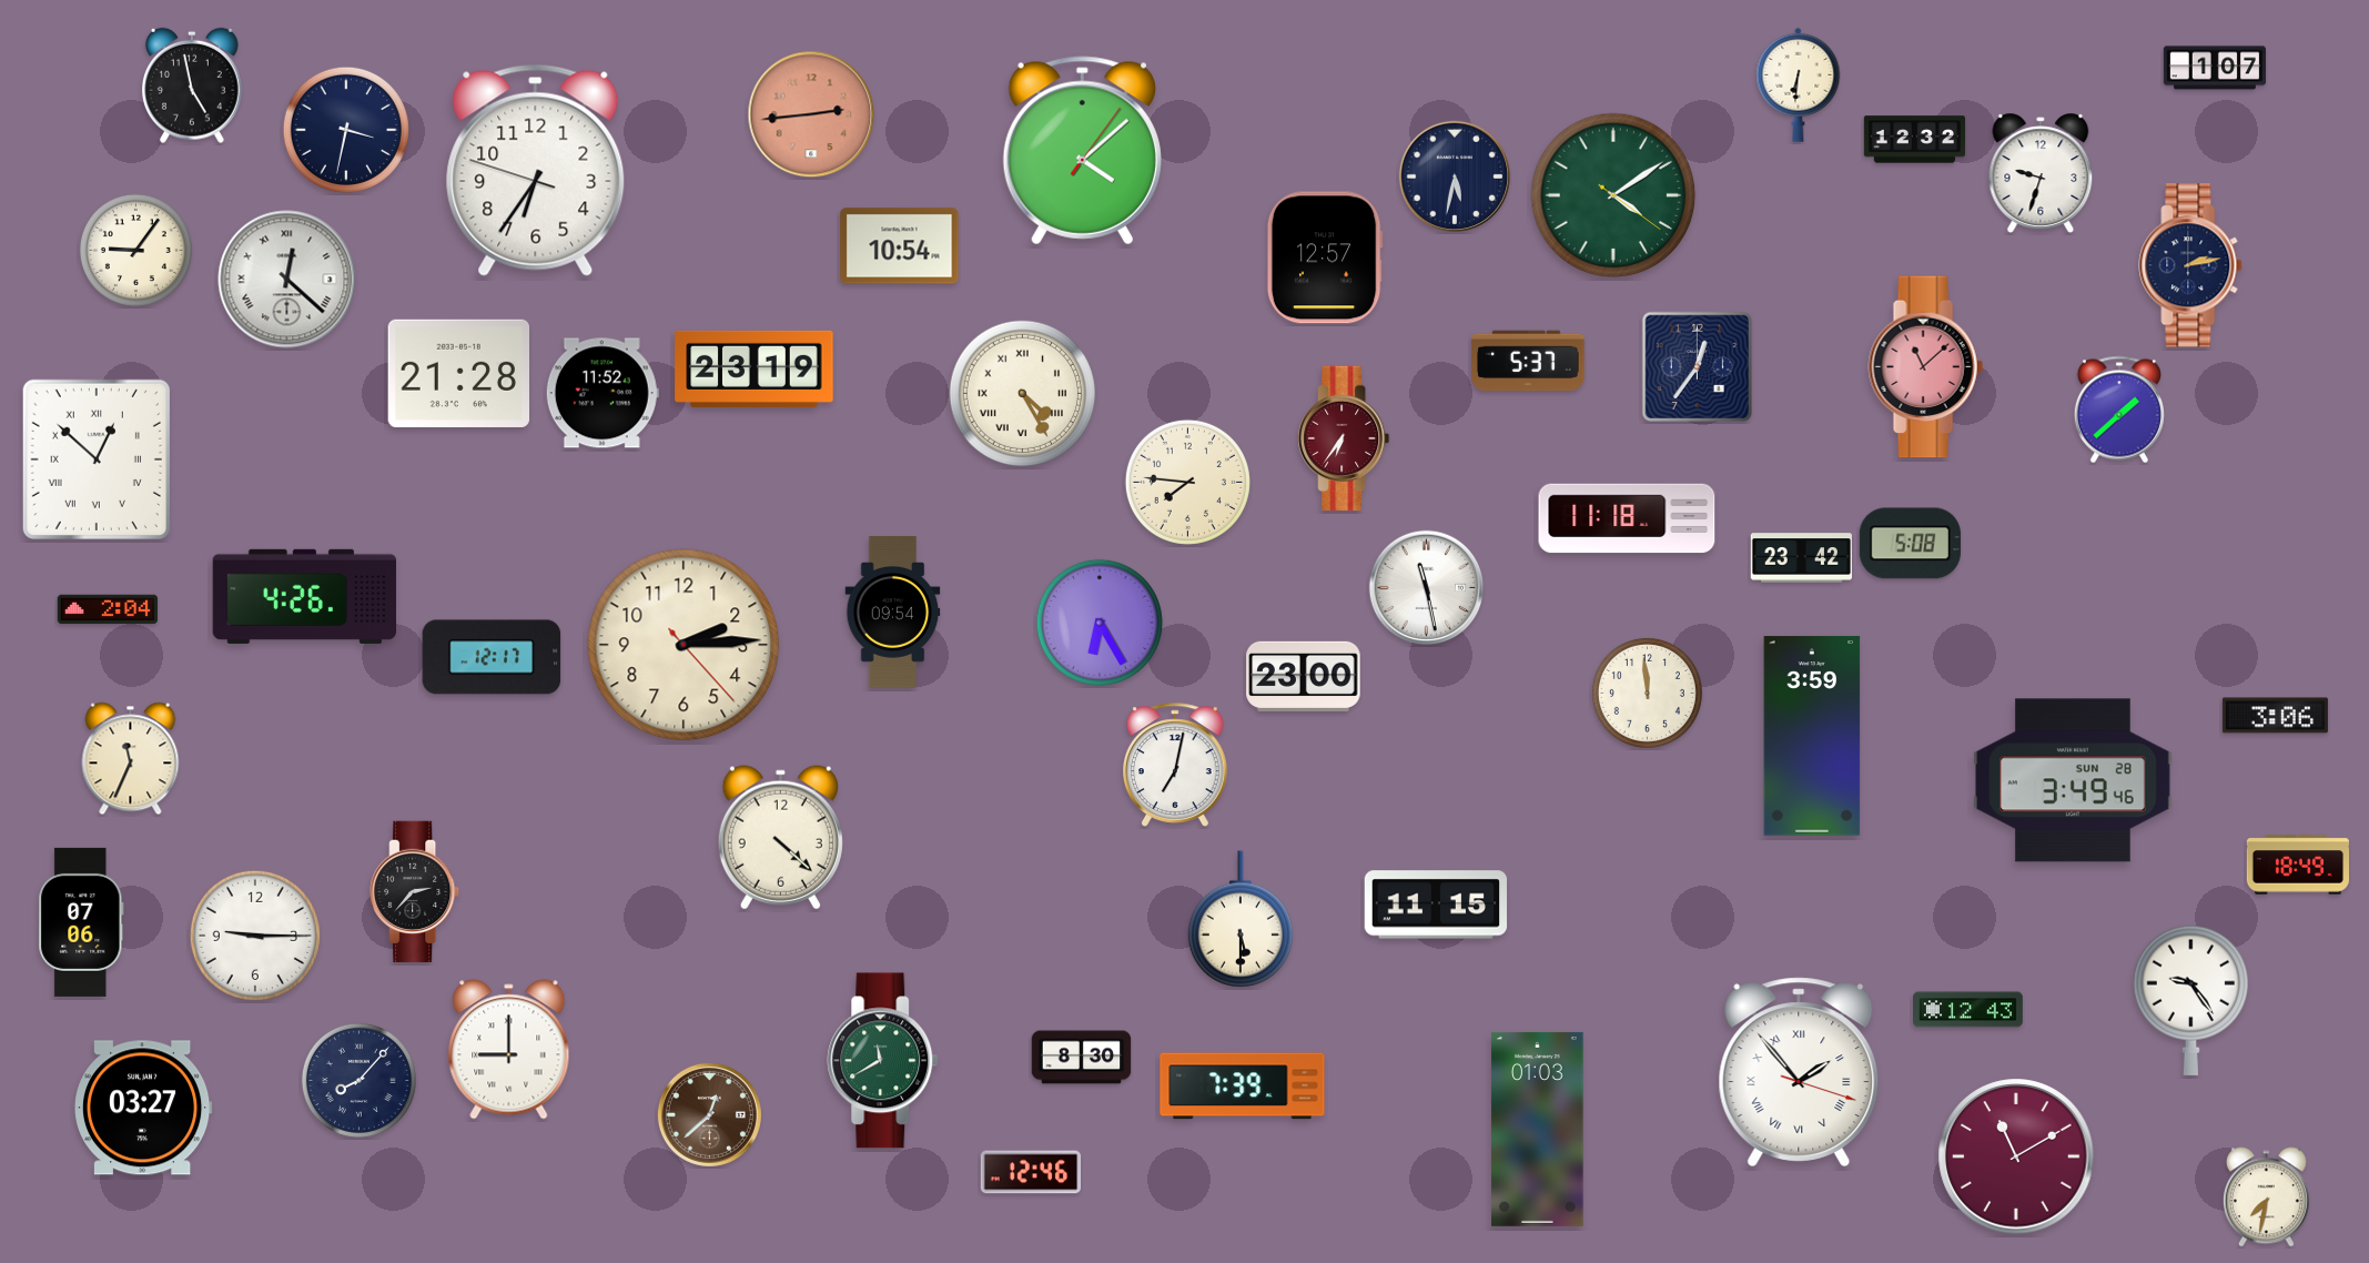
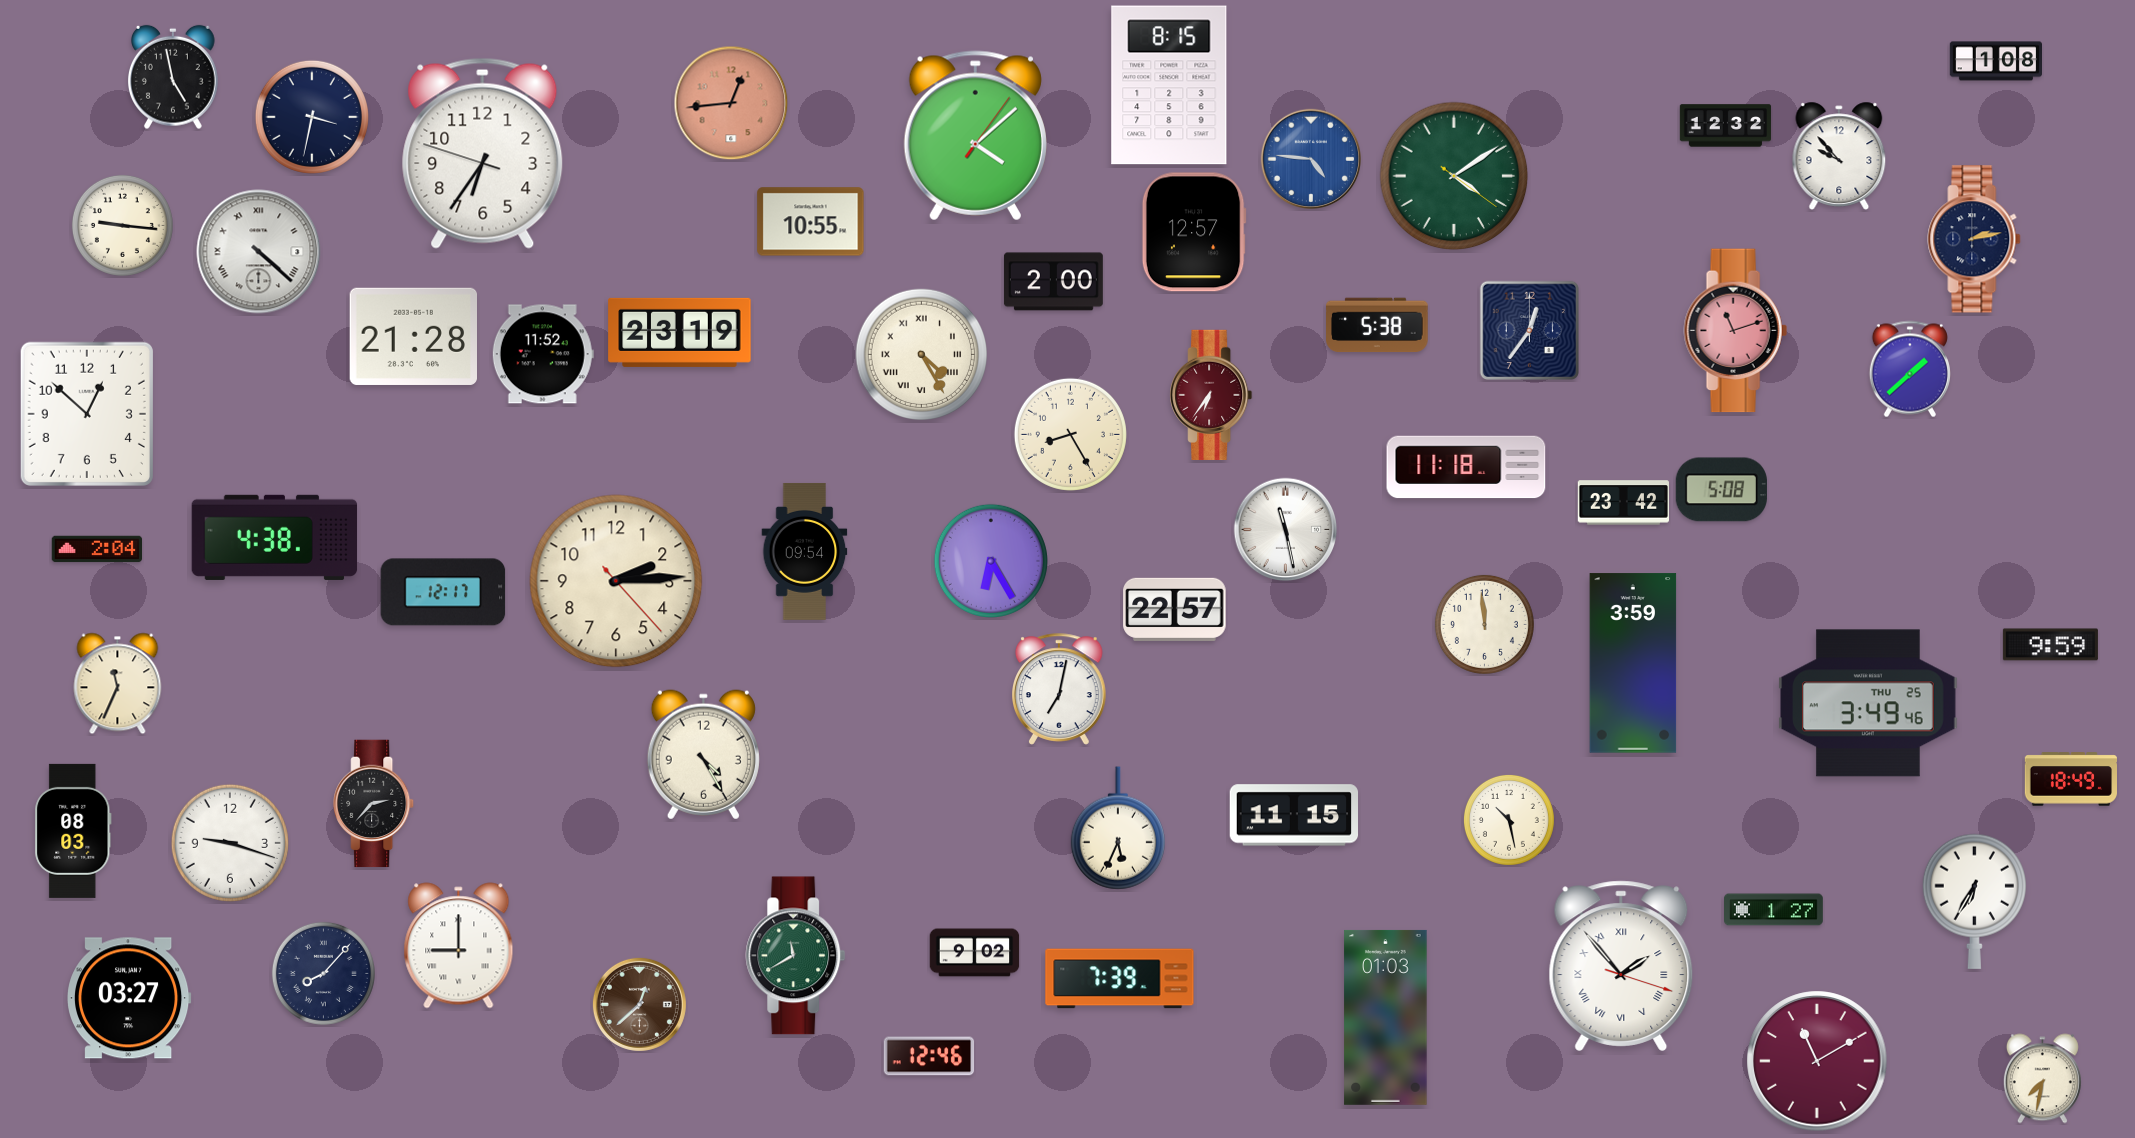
clock at (2214, 68): 1:07 -> 1:08
clock at (1799, 84): 6:31 -> none
clock at (1169, 85): none -> 8:15
clock at (811, 114): 2:44 -> 12:44
clock at (2041, 173): 9:33 -> 9:53
clock at (1454, 175): 5:32 -> 4:46
clock at (1454, 175) dial: navy -> blue
clock at (900, 246): 10:54 -> 10:55
clock at (135, 250): 9:06 -> 9:16
clock at (287, 280): 12:22 -> 4:22
clock at (1053, 282): none -> 2:00
clock at (1528, 361): 5:37 -> 5:38
clock at (1925, 367): 11:08 -> 11:12
clock at (97, 459) numerals: Roman -> Arabic
clock at (1187, 482): 7:46 -> 8:25
clock at (305, 596): 4:26 -> 4:38
clock at (1304, 676): 23:00 -> 22:57
clock at (2275, 716): 3:06 -> 9:59
clock at (2073, 780) date: SUN 28 -> THU 25
clock at (780, 838): 4:22 -> 4:25
clock at (1509, 820): none -> 10:28
clock at (1241, 919): 5:30 -> 5:34
clock at (81, 922): 07:06 -> 08:03
clock at (255, 936): 9:15 -> 9:18
clock at (2190, 1000): 9:24 -> 6:35
clock at (1968, 1010): 12:43 -> 1:27
clock at (1082, 1058): 8:30 -> 9:02
clock at (2016, 1156) position: (2016, 1156) -> (1817, 1061)
